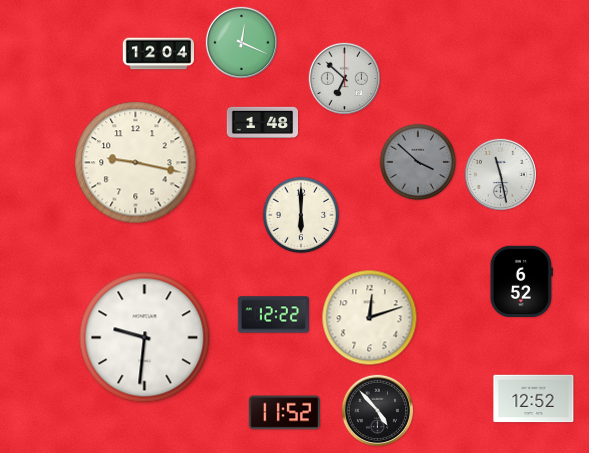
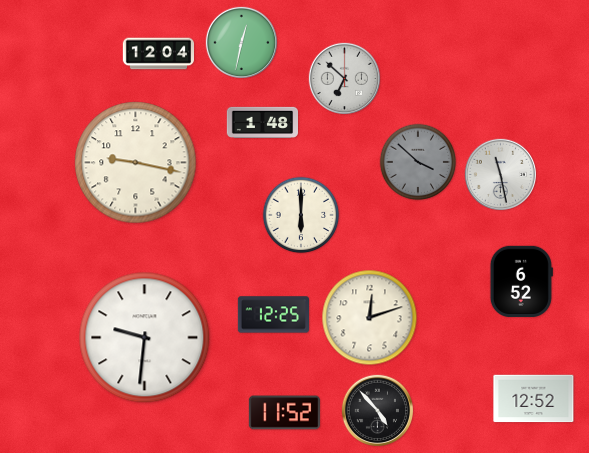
clock at (241, 42): 12:19 -> 12:32
clock at (273, 315): 12:22 -> 12:25
